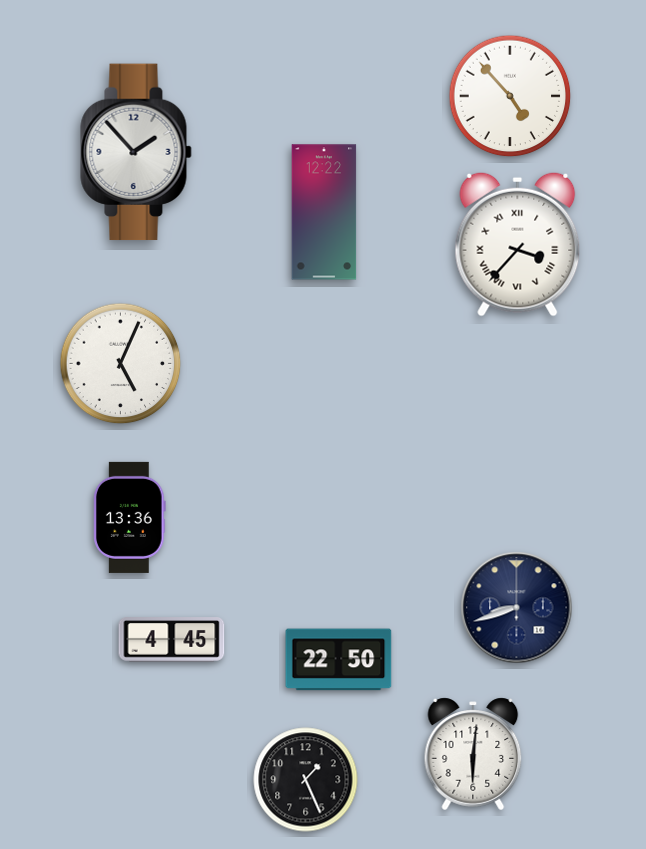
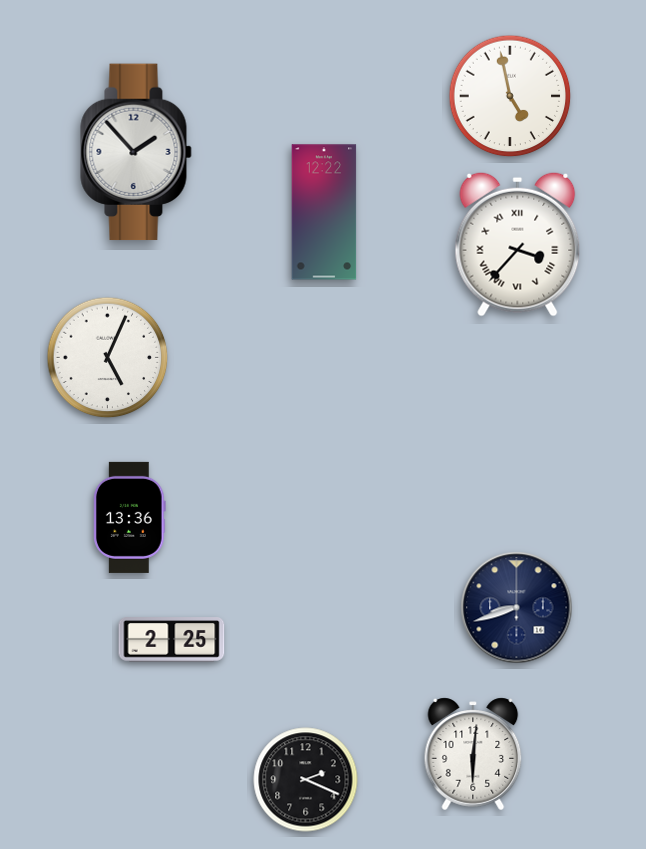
clock at (510, 96): 4:53 -> 4:58
clock at (121, 364) position: (121, 364) -> (108, 358)
clock at (172, 640): 4:45 -> 2:25
clock at (339, 660): 22:50 -> none
clock at (306, 780): 1:26 -> 2:19
